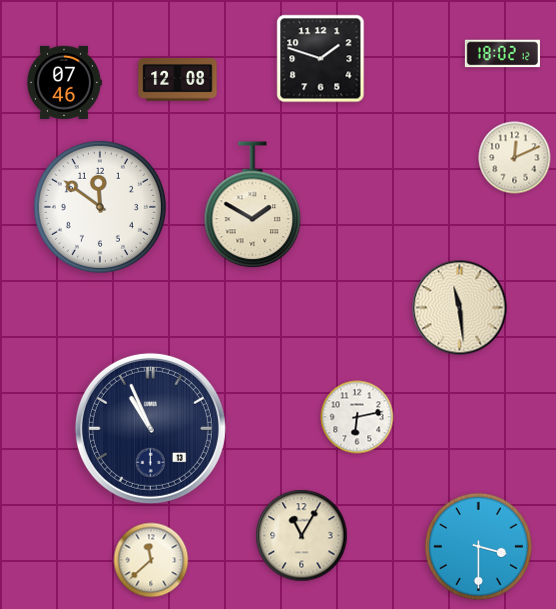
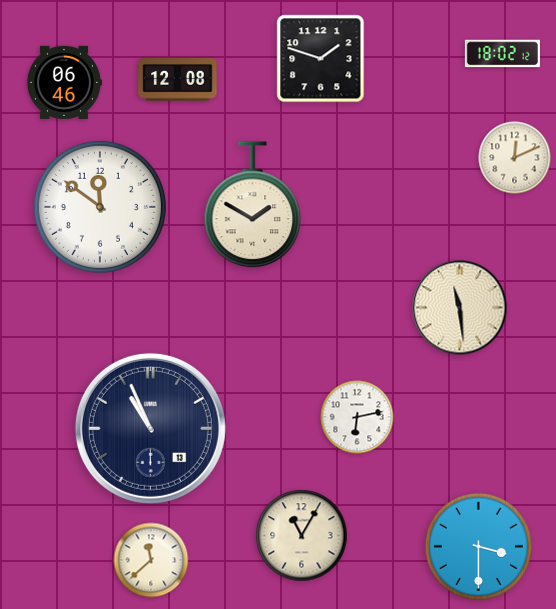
clock at (64, 82): 07:46 -> 06:46
